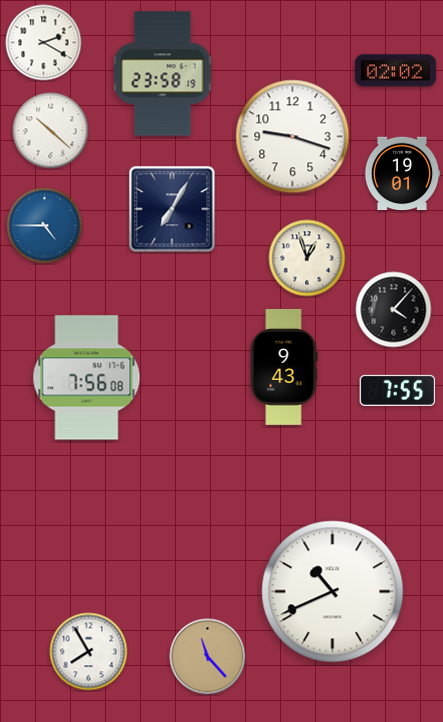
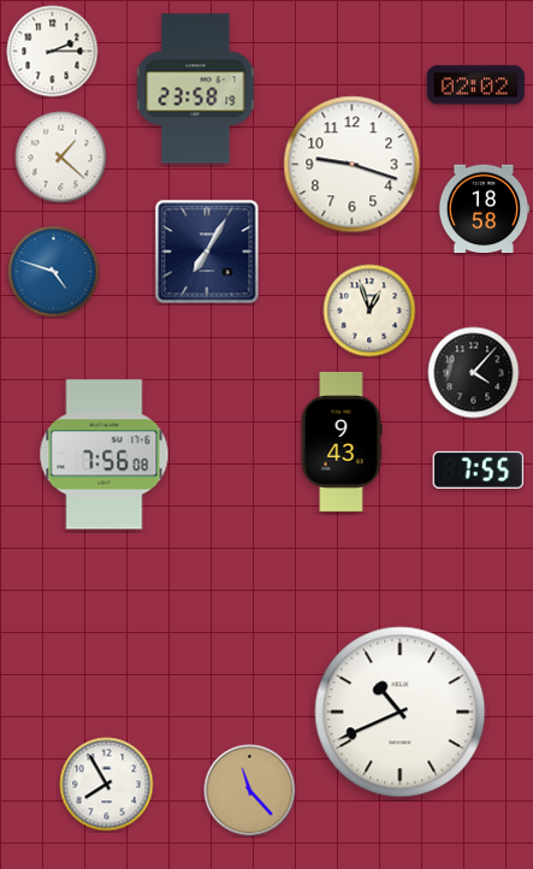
clock at (44, 43): 2:20 -> 2:15
clock at (51, 131): 10:22 -> 1:22
clock at (402, 174): 19:01 -> 18:58
clock at (45, 226): 4:45 -> 4:48
